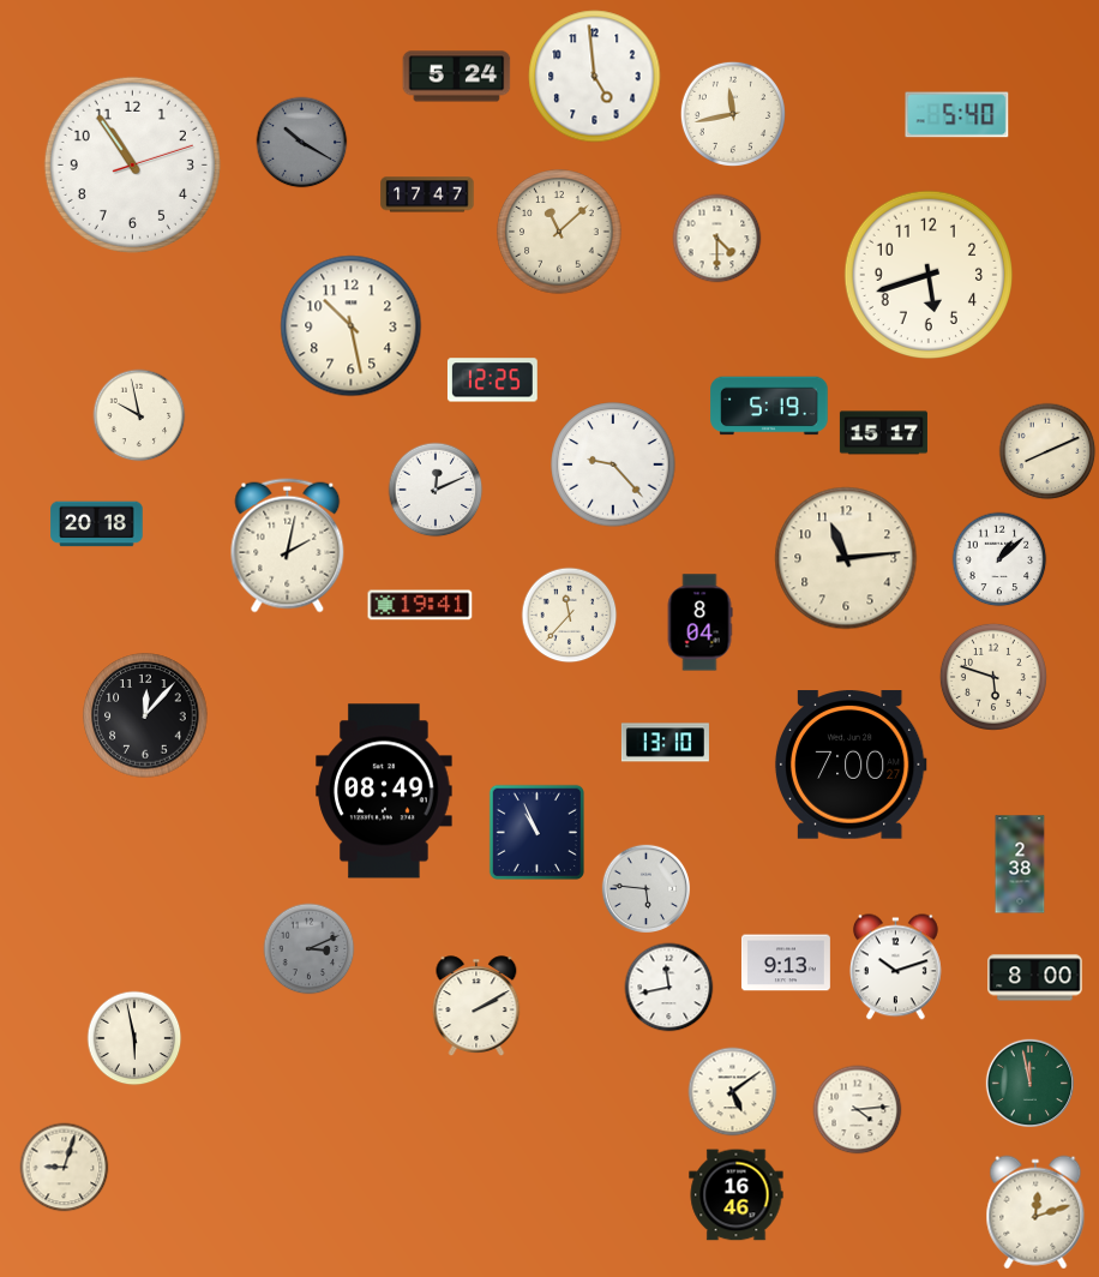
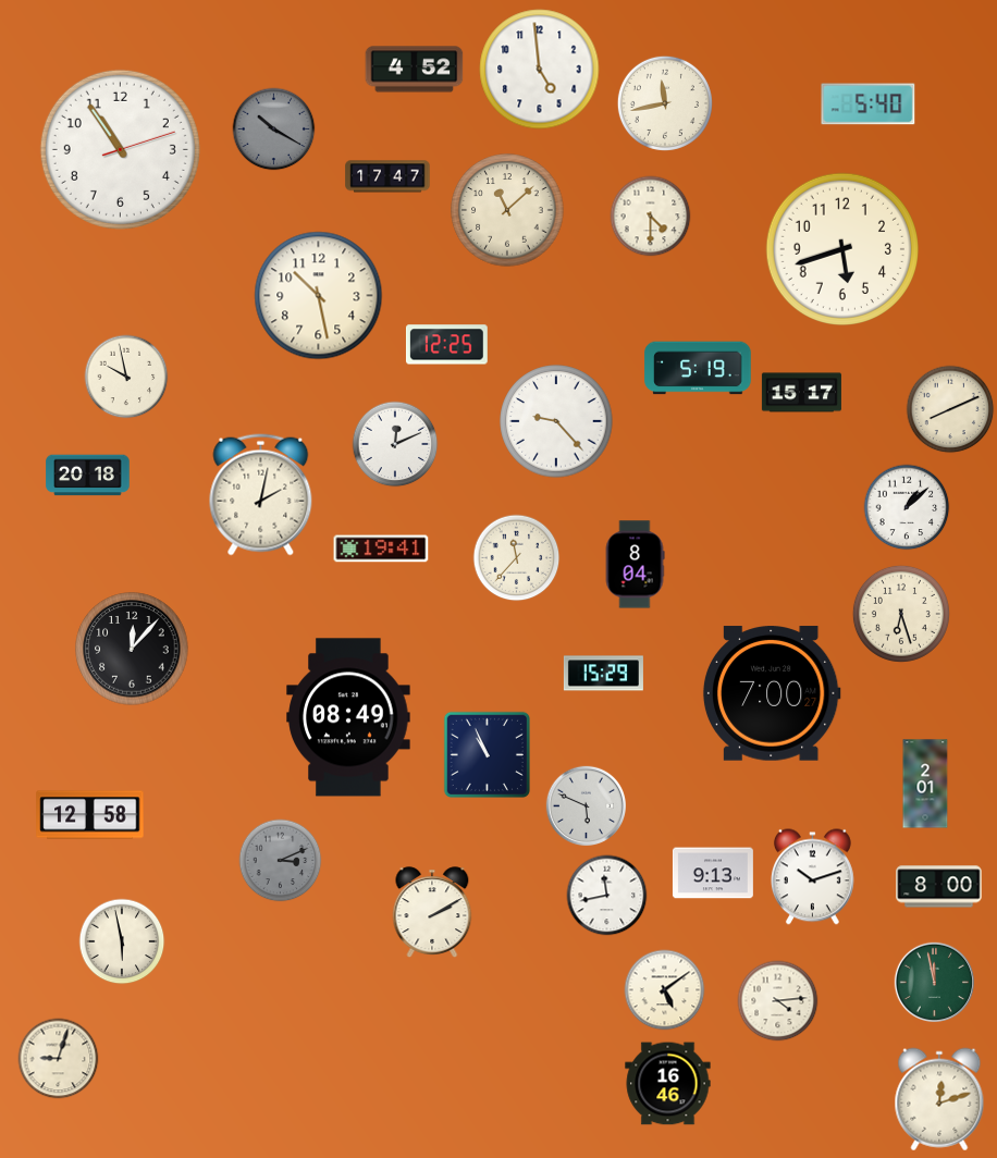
clock at (457, 77): 5:24 -> 4:52
clock at (846, 558): 11:14 -> none
clock at (993, 677): 5:48 -> 6:27
clock at (665, 743): 13:10 -> 15:29
clock at (1020, 864): 2:38 -> 2:01
clock at (647, 889): 5:46 -> 5:49
clock at (90, 815): none -> 12:58
clock at (858, 1110) position: (858, 1110) -> (778, 1001)
